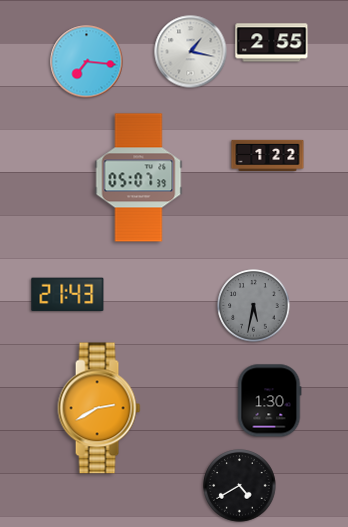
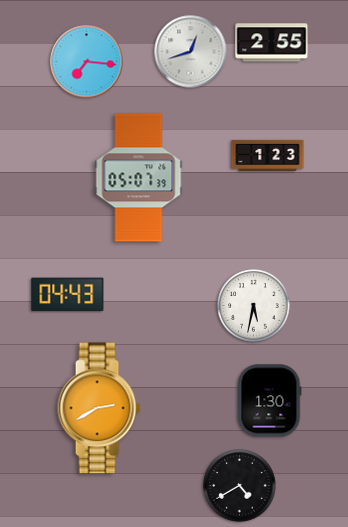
clock at (191, 52): 1:17 -> 12:42
clock at (268, 155): 1:22 -> 1:23
clock at (68, 295): 21:43 -> 04:43
clock at (254, 306) dial: grey -> white
